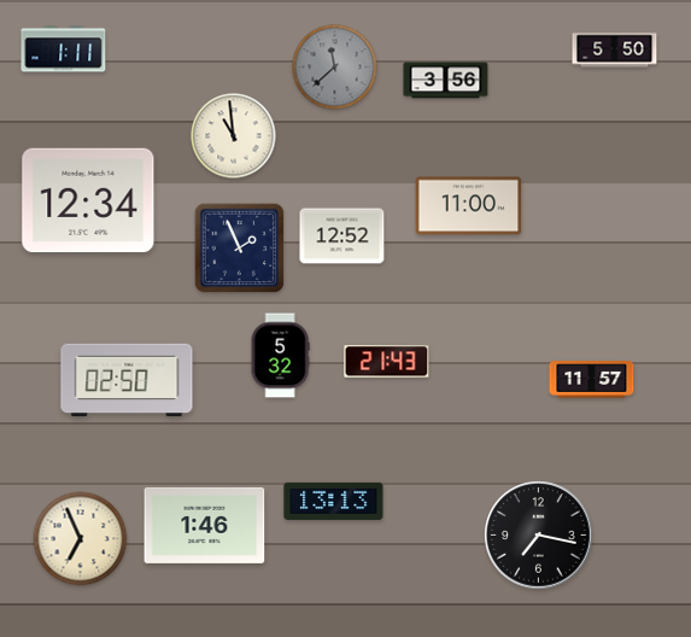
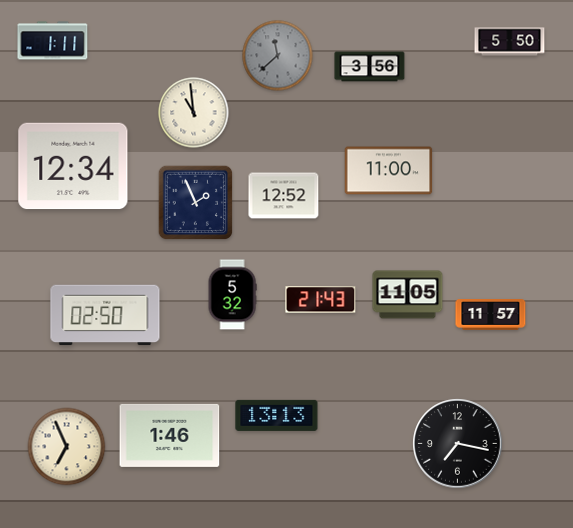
clock at (240, 249) position: (240, 249) -> (196, 203)
clock at (408, 295): none -> 11:05
clock at (539, 536) position: (539, 536) -> (458, 444)
